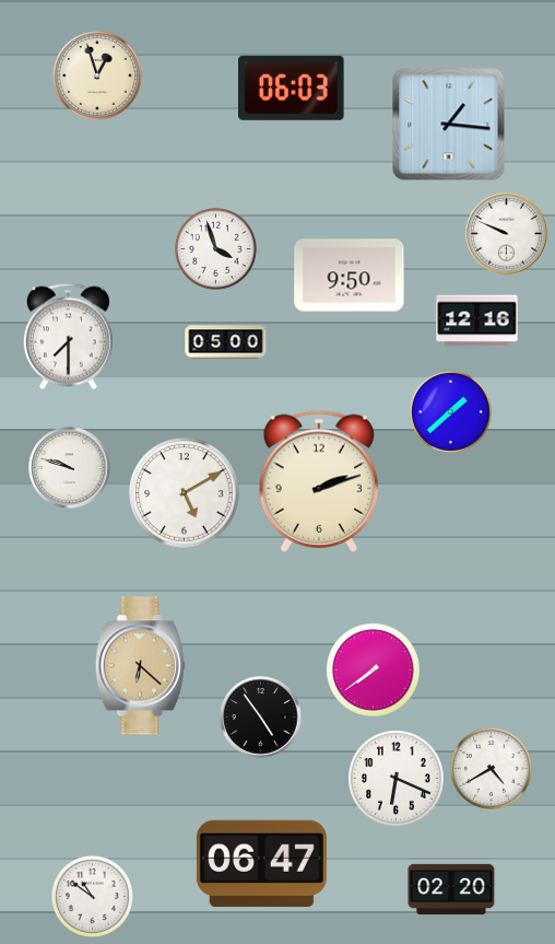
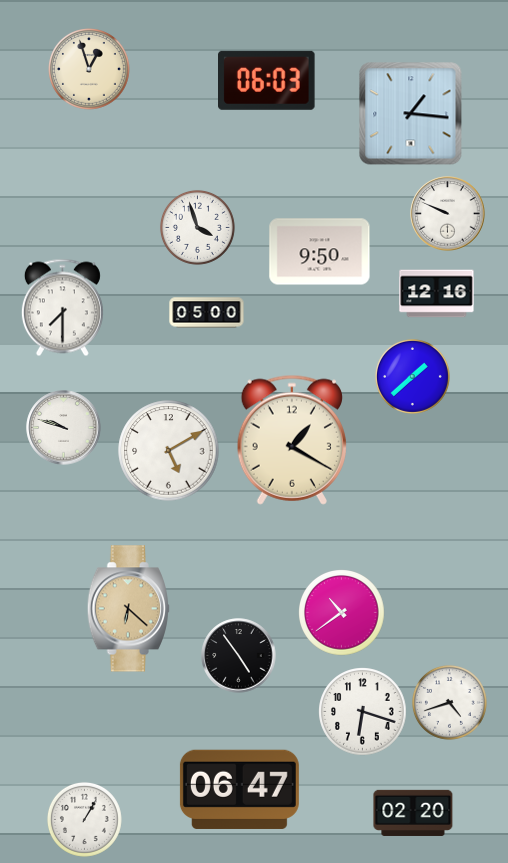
clock at (507, 234) position: (507, 234) -> (448, 214)
clock at (318, 481): 2:12 -> 1:20
clock at (374, 671): 7:39 -> 10:39
clock at (491, 768): 4:40 -> 4:42
clock at (397, 779): 6:19 -> 6:18
clock at (92, 896): 10:51 -> 1:05
